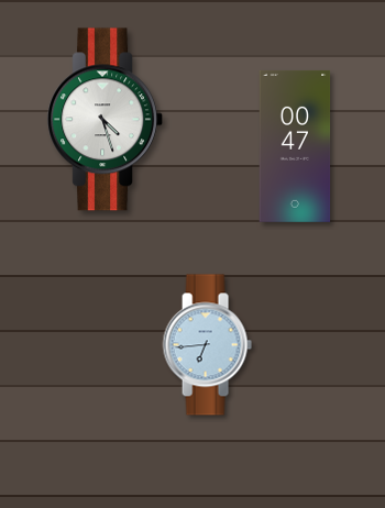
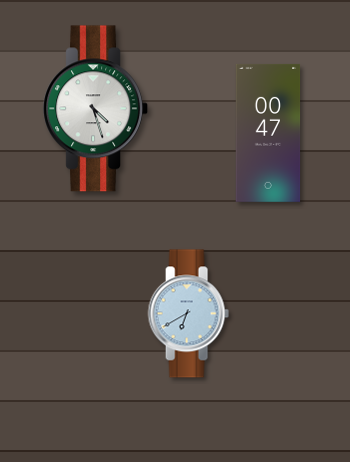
clock at (207, 345): 6:44 -> 6:40
